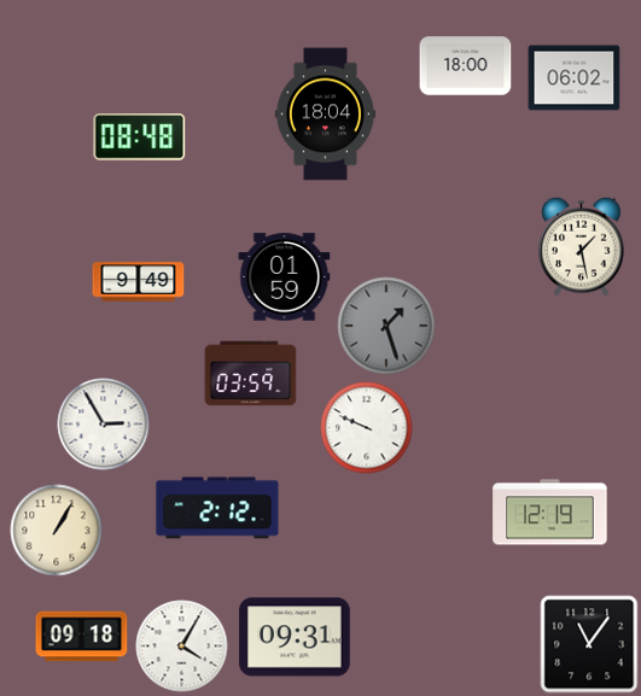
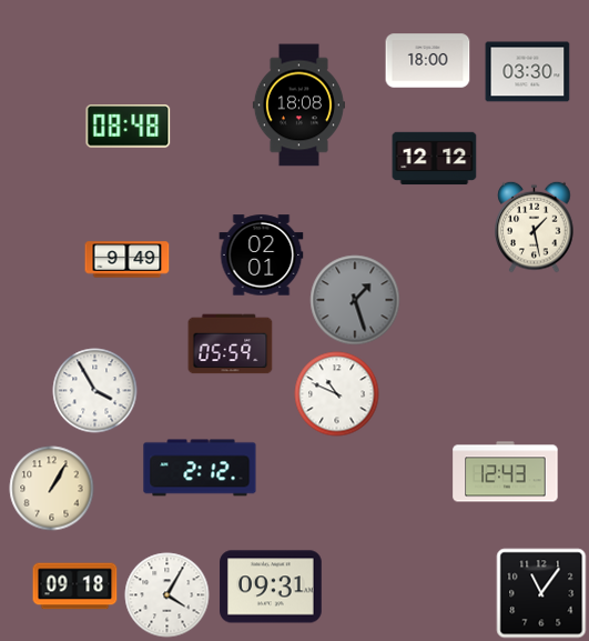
clock at (575, 78): 06:02 -> 03:30
clock at (325, 115): 18:04 -> 18:08
clock at (435, 159): none -> 12:12
clock at (285, 277): 01:59 -> 02:01
clock at (251, 374): 03:59 -> 05:59
clock at (104, 425): 2:55 -> 3:55
clock at (367, 428): 9:49 -> 10:49
clock at (550, 513): 12:19 -> 12:43
